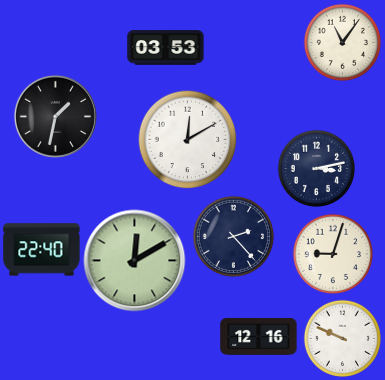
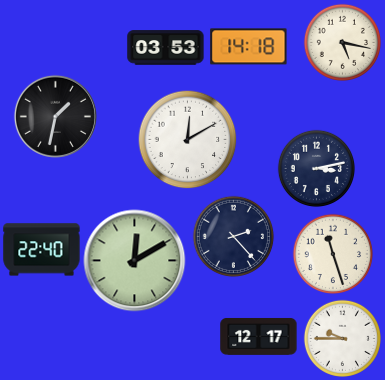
clock at (342, 42): 11:06 -> 5:17
clock at (249, 47): none -> 14:18
clock at (332, 253): 9:03 -> 11:27
clock at (259, 336): 12:16 -> 12:17
clock at (342, 338): 9:49 -> 9:45
